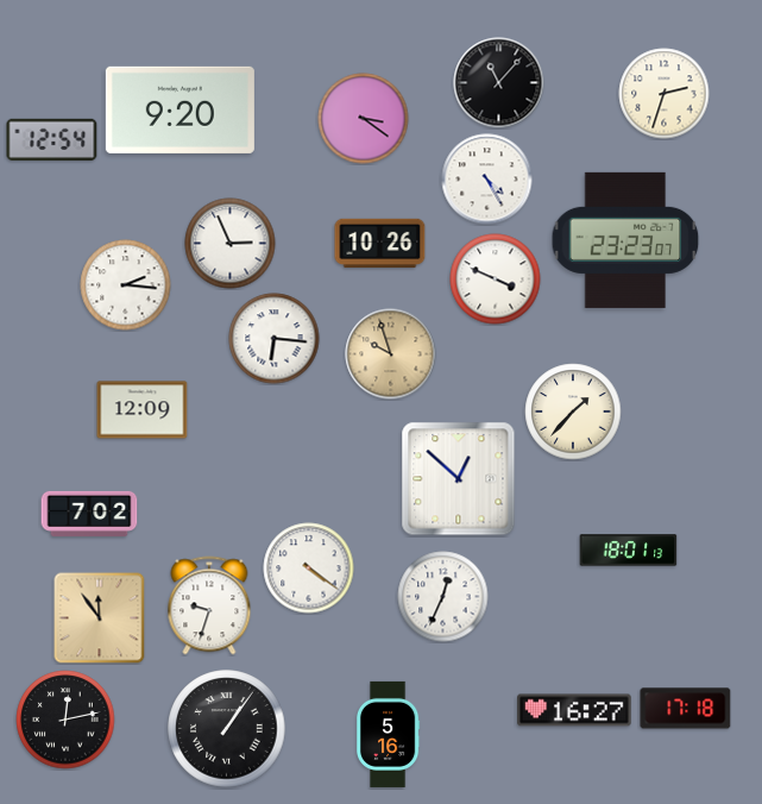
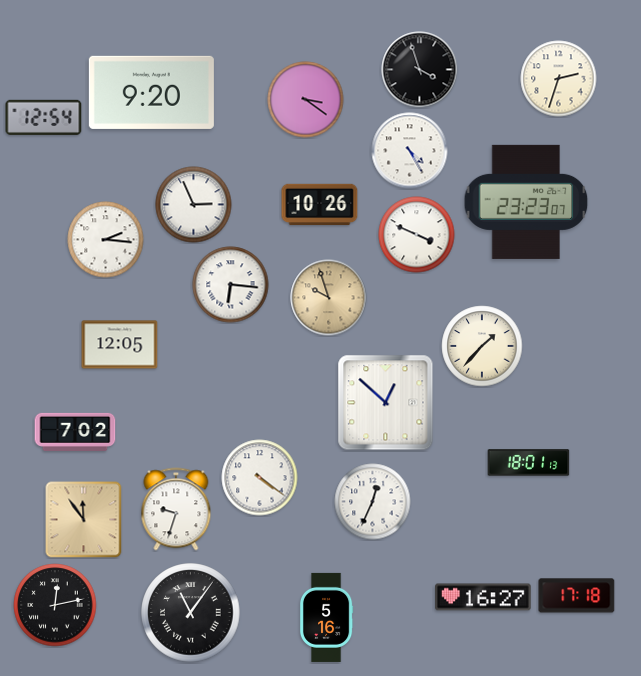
clock at (499, 83): 11:07 -> 3:57
clock at (143, 410): 12:09 -> 12:05
clock at (227, 729): 1:06 -> 11:06
